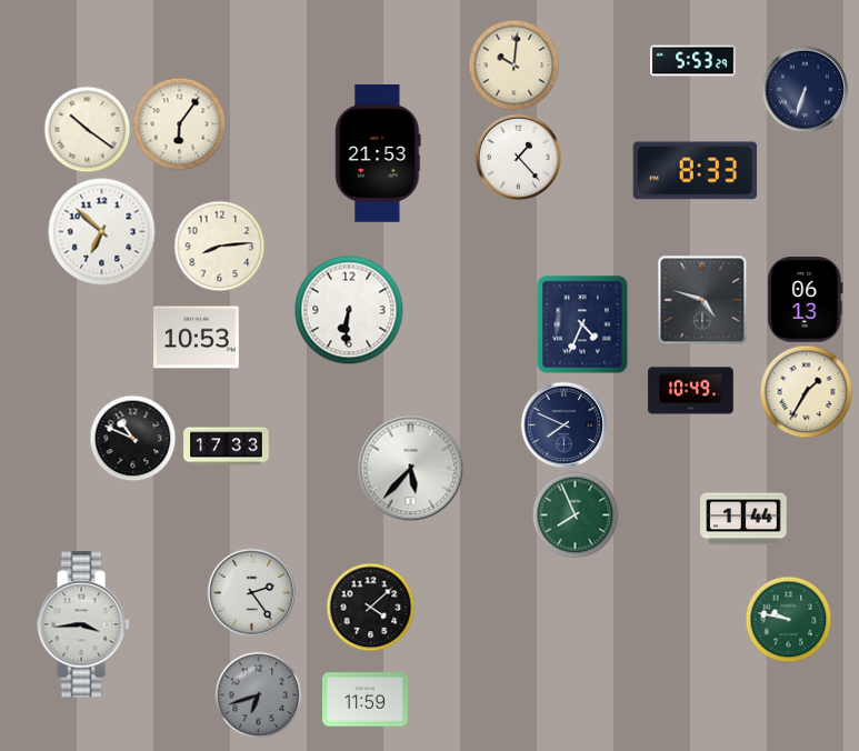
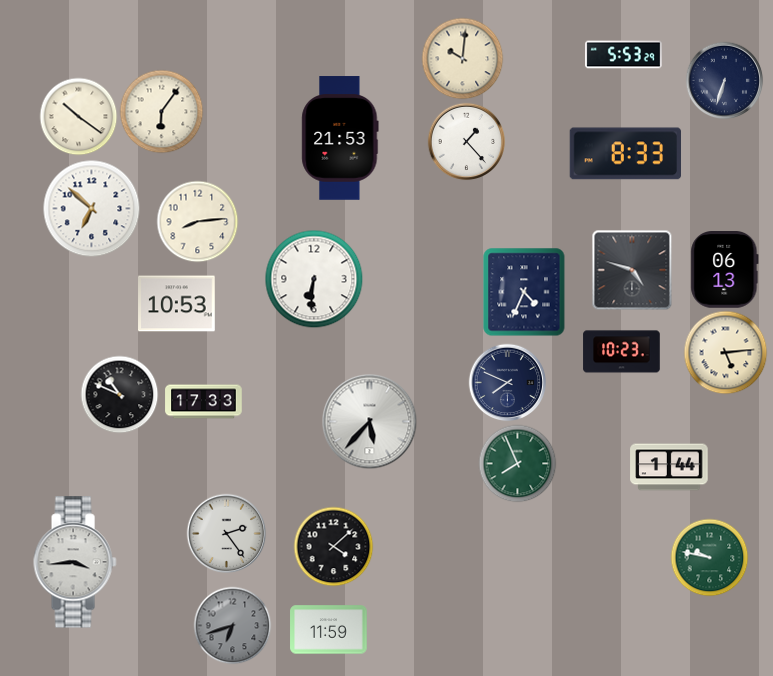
clock at (691, 391): 10:49 -> 10:23
clock at (806, 391): 1:35 -> 5:14
